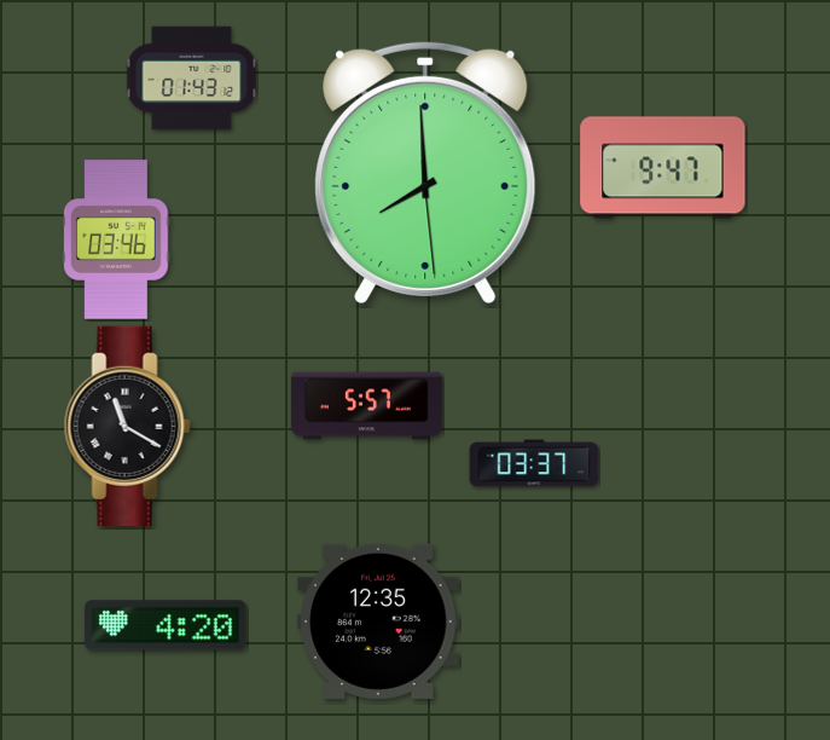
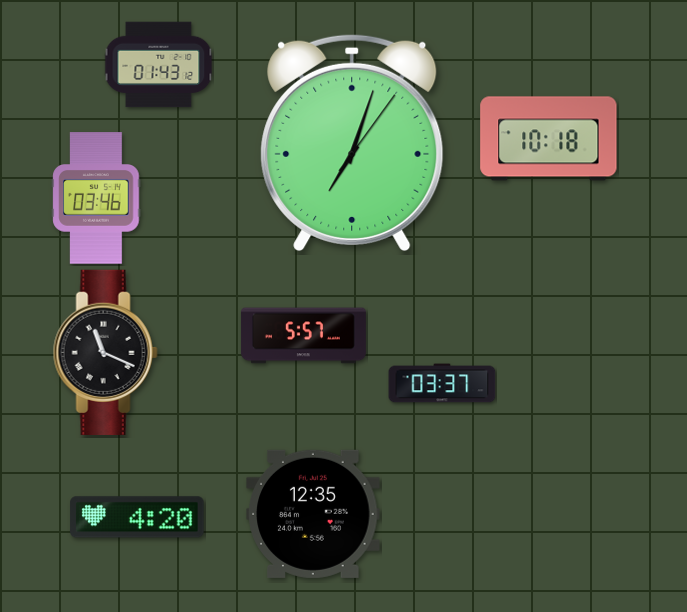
clock at (663, 168): 9:47 -> 10:18
clock at (425, 172): 7:59 -> 7:03
clock at (127, 426): 11:20 -> 11:19
